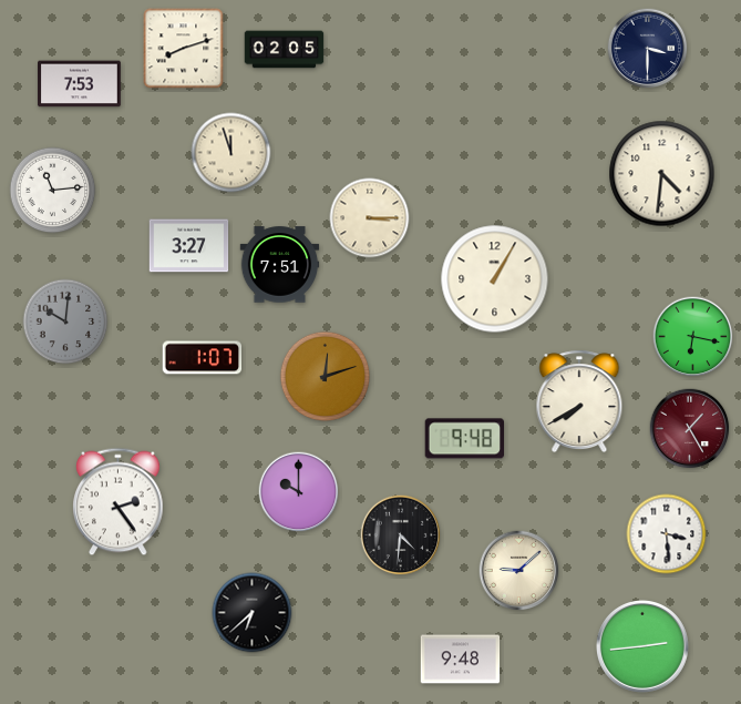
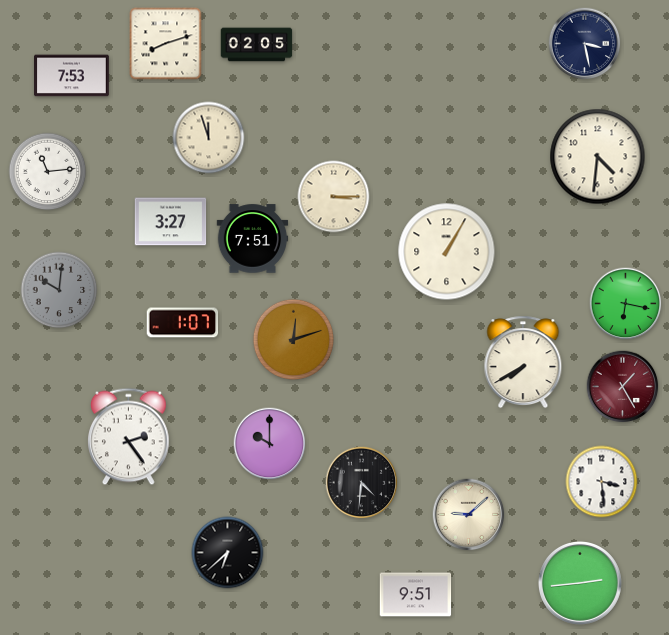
clock at (648, 49): 3:30 -> 3:28
clock at (465, 439): 9:48 -> none
clock at (119, 502) position: (119, 502) -> (129, 437)
clock at (461, 660): 9:48 -> 9:51
